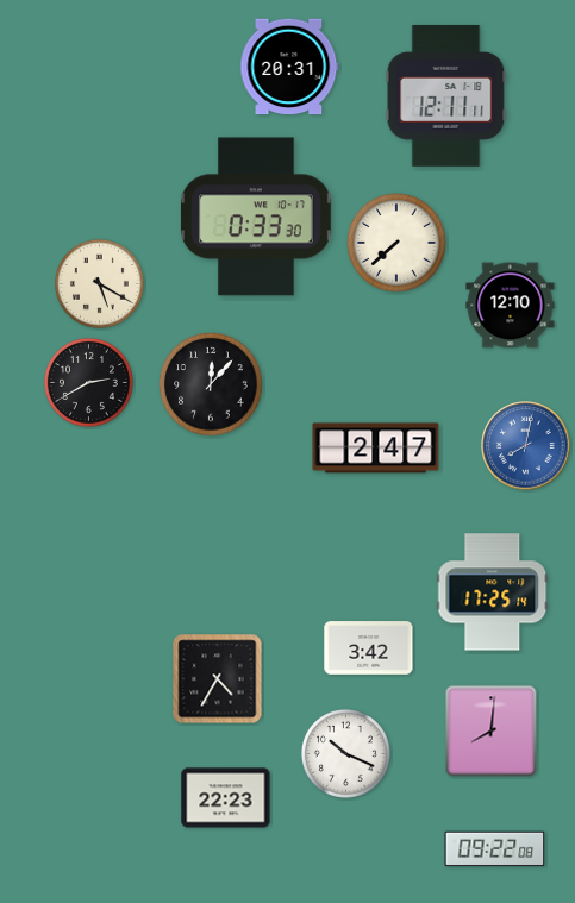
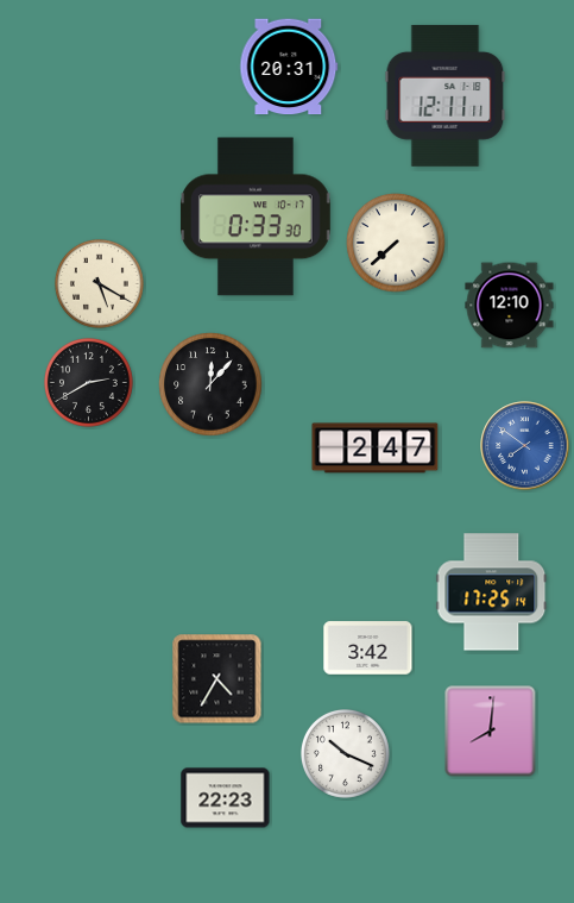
clock at (526, 446): 8:02 -> 7:51
clock at (495, 849): 09:22 -> none
